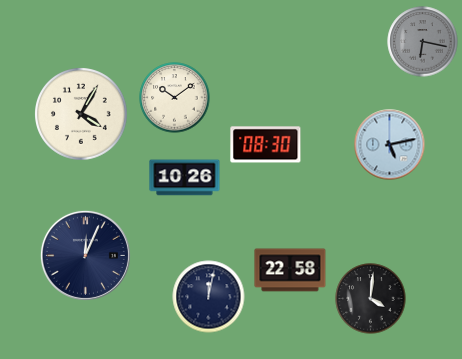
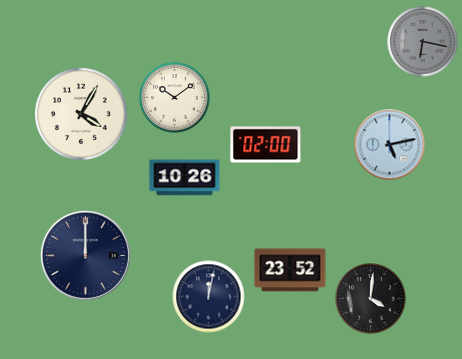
clock at (266, 145): 08:30 -> 02:00
clock at (85, 255): 12:04 -> 12:00
clock at (290, 270): 22:58 -> 23:52
